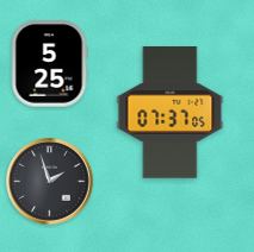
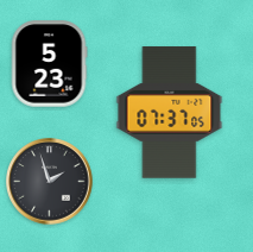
clock at (49, 64): 5:25 -> 5:23
